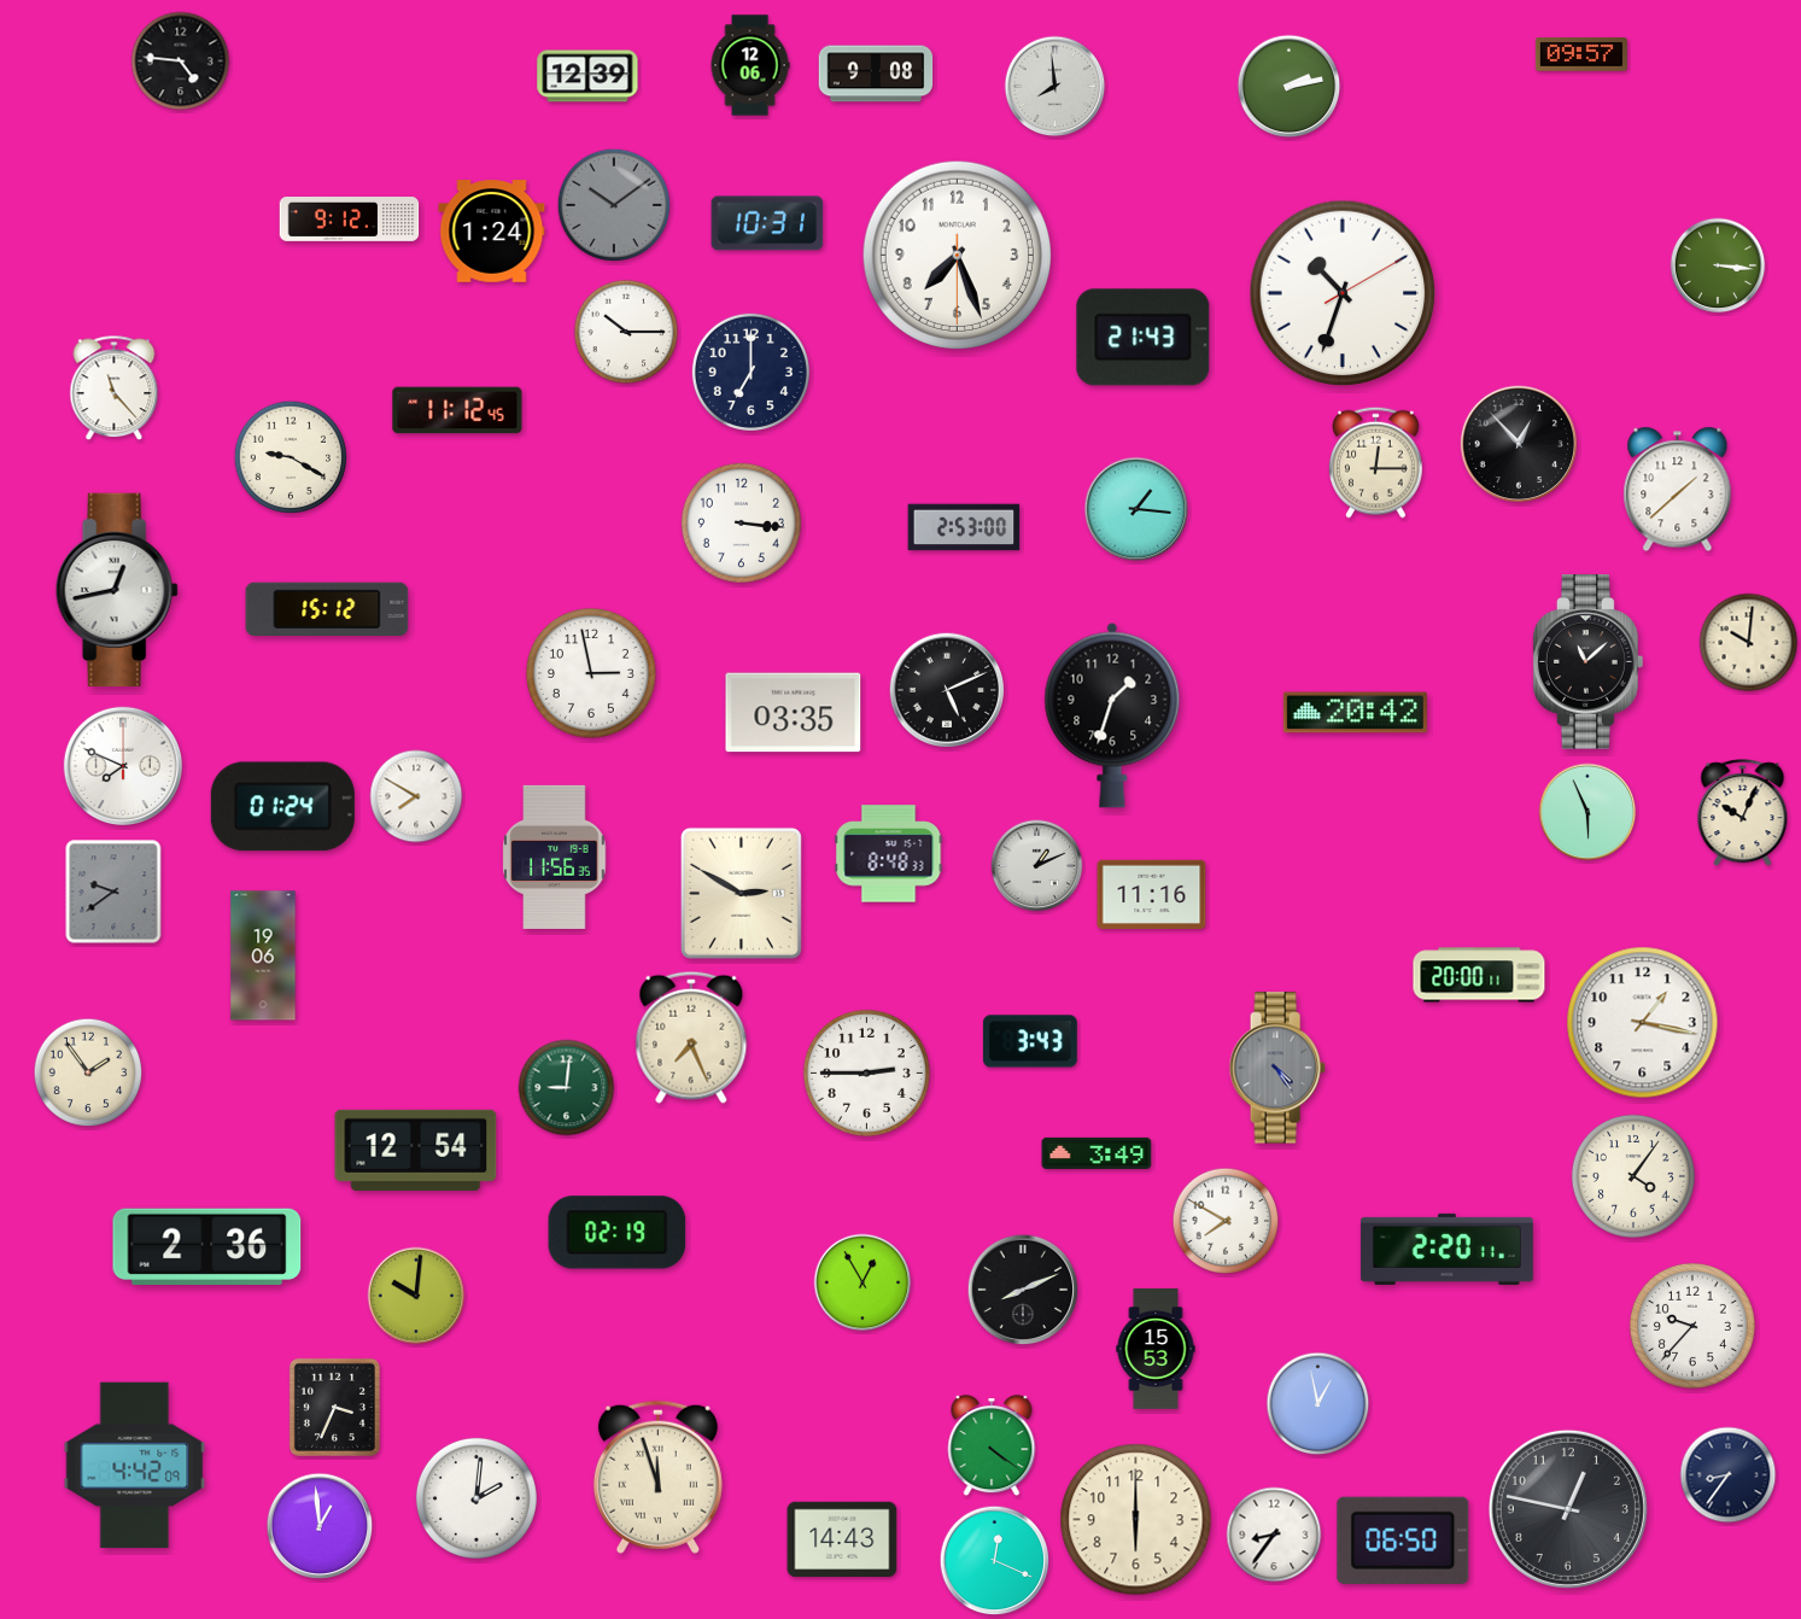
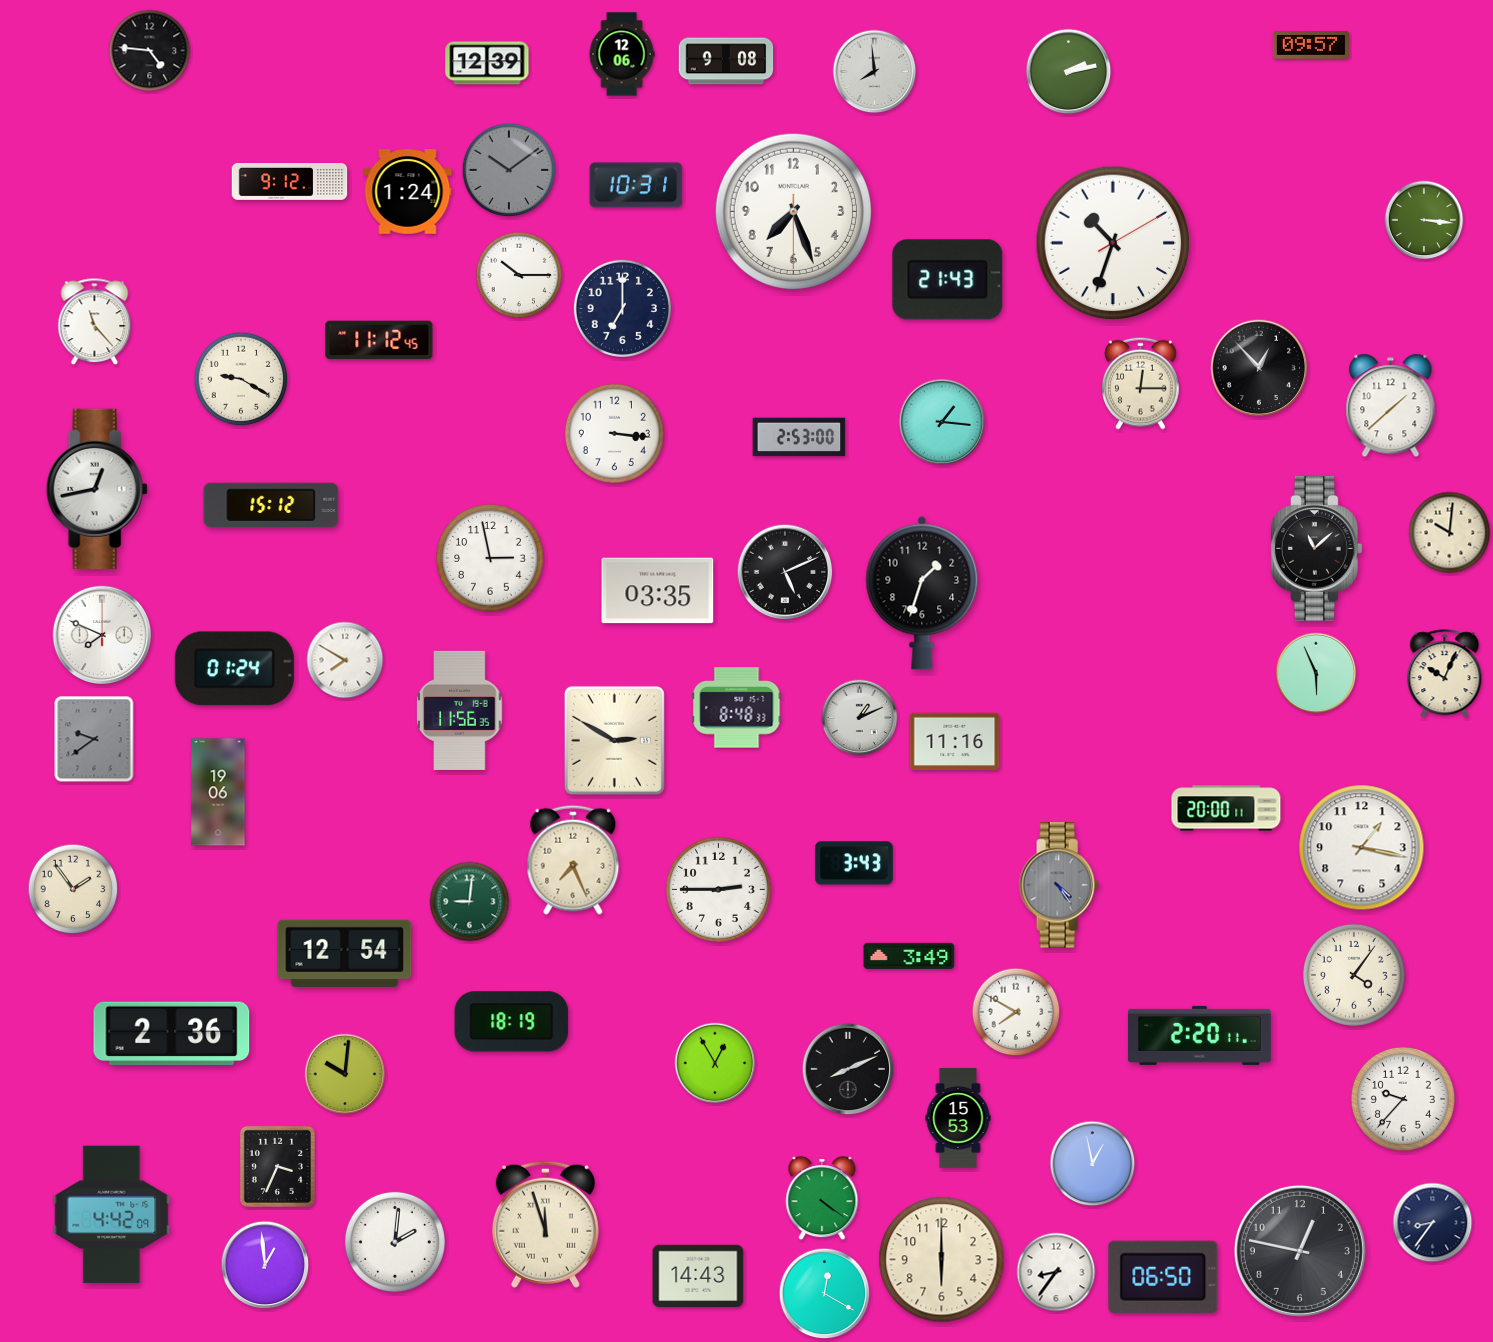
clock at (1355, 713): 20:42 -> none
clock at (618, 1233): 02:19 -> 18:19
clock at (995, 1561): 12:19 -> 12:20
